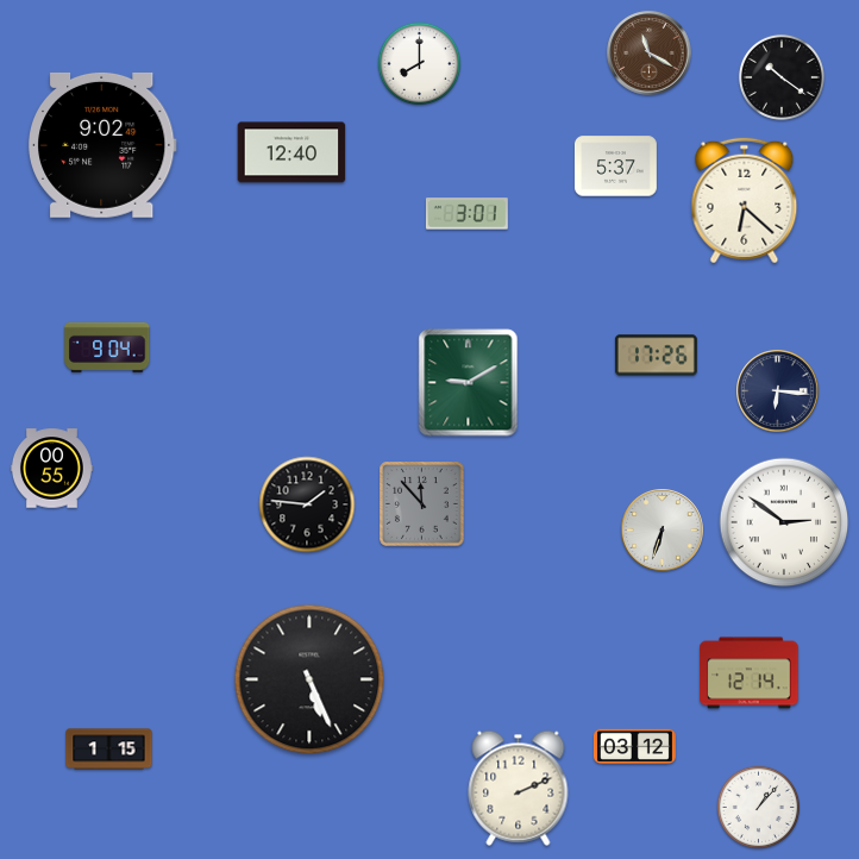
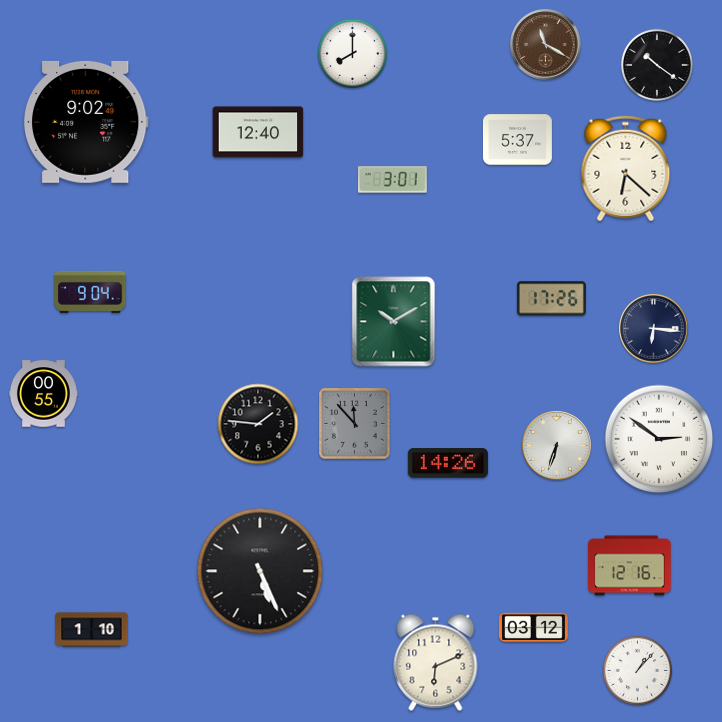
clock at (291, 152) position: (291, 152) -> (258, 132)
clock at (469, 383): 9:10 -> 10:10
clock at (448, 463): none -> 14:26
clock at (750, 673): 12:14 -> 12:16
clock at (109, 750): 1:15 -> 1:10
clock at (519, 788): 2:11 -> 6:11
clock at (759, 808) position: (759, 808) -> (638, 671)
